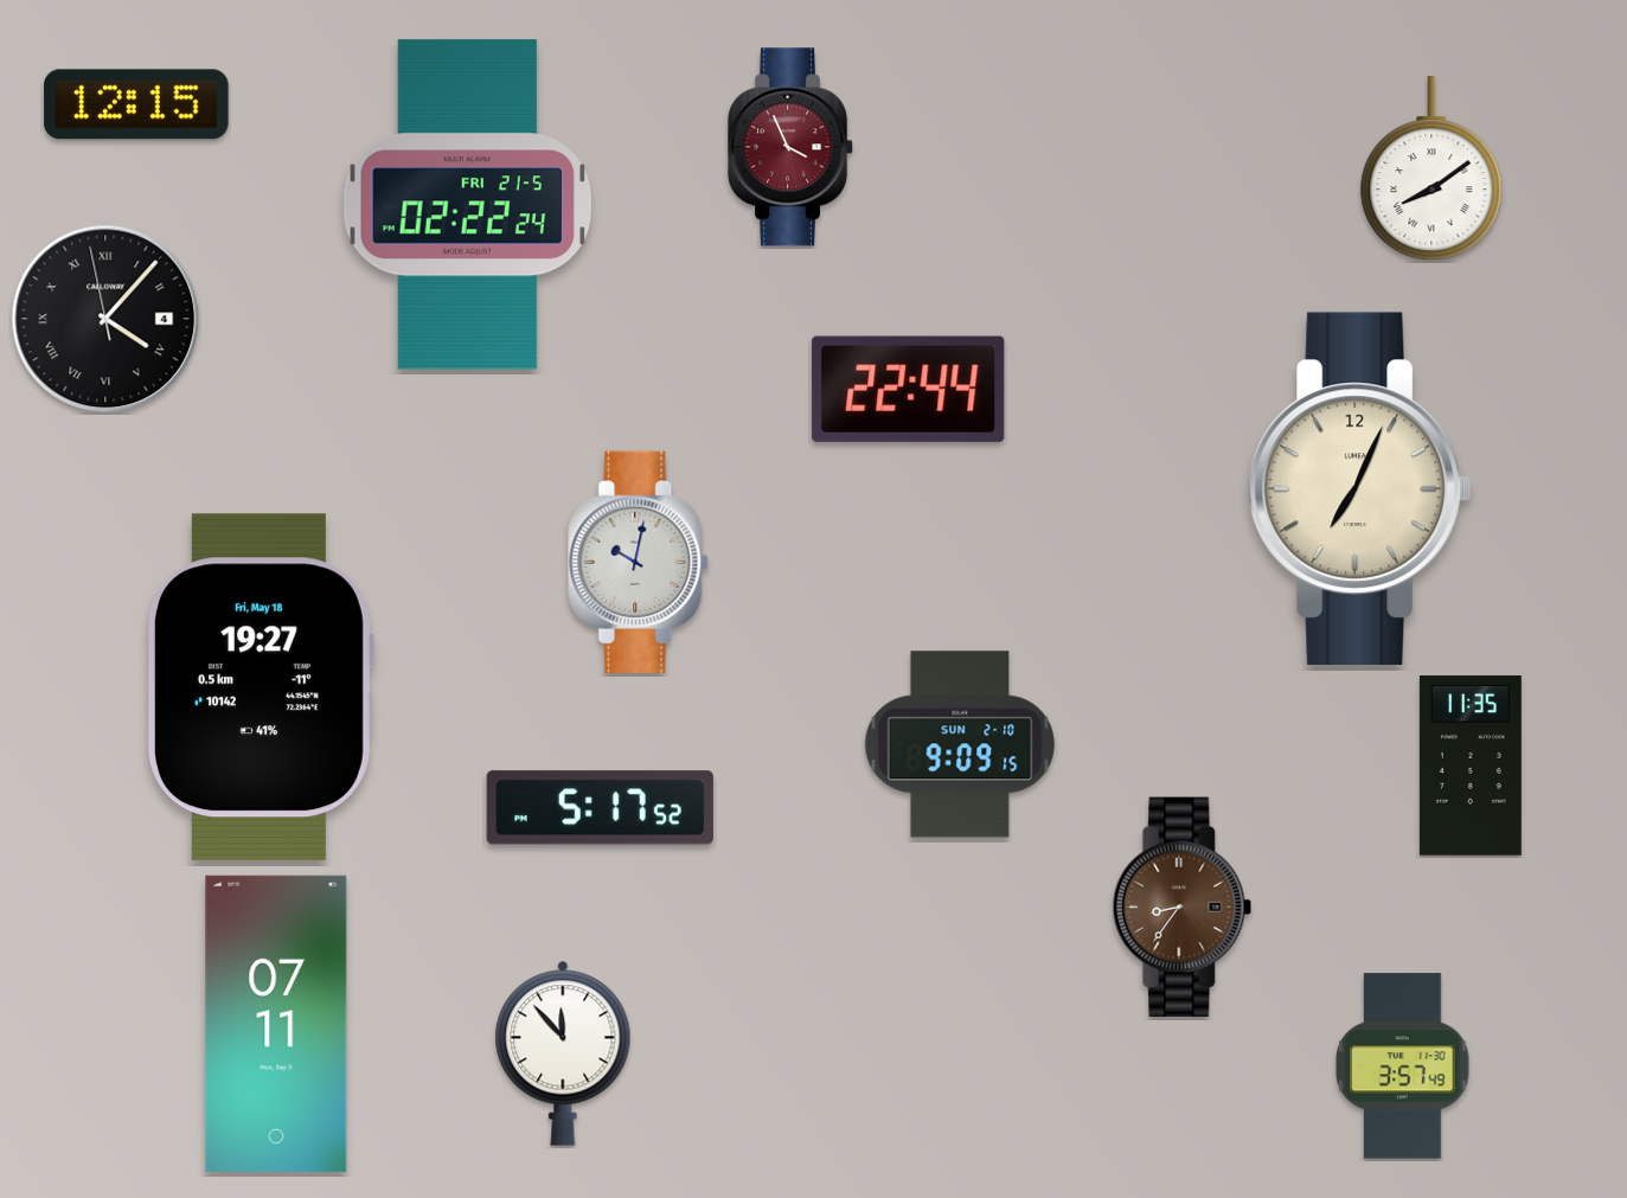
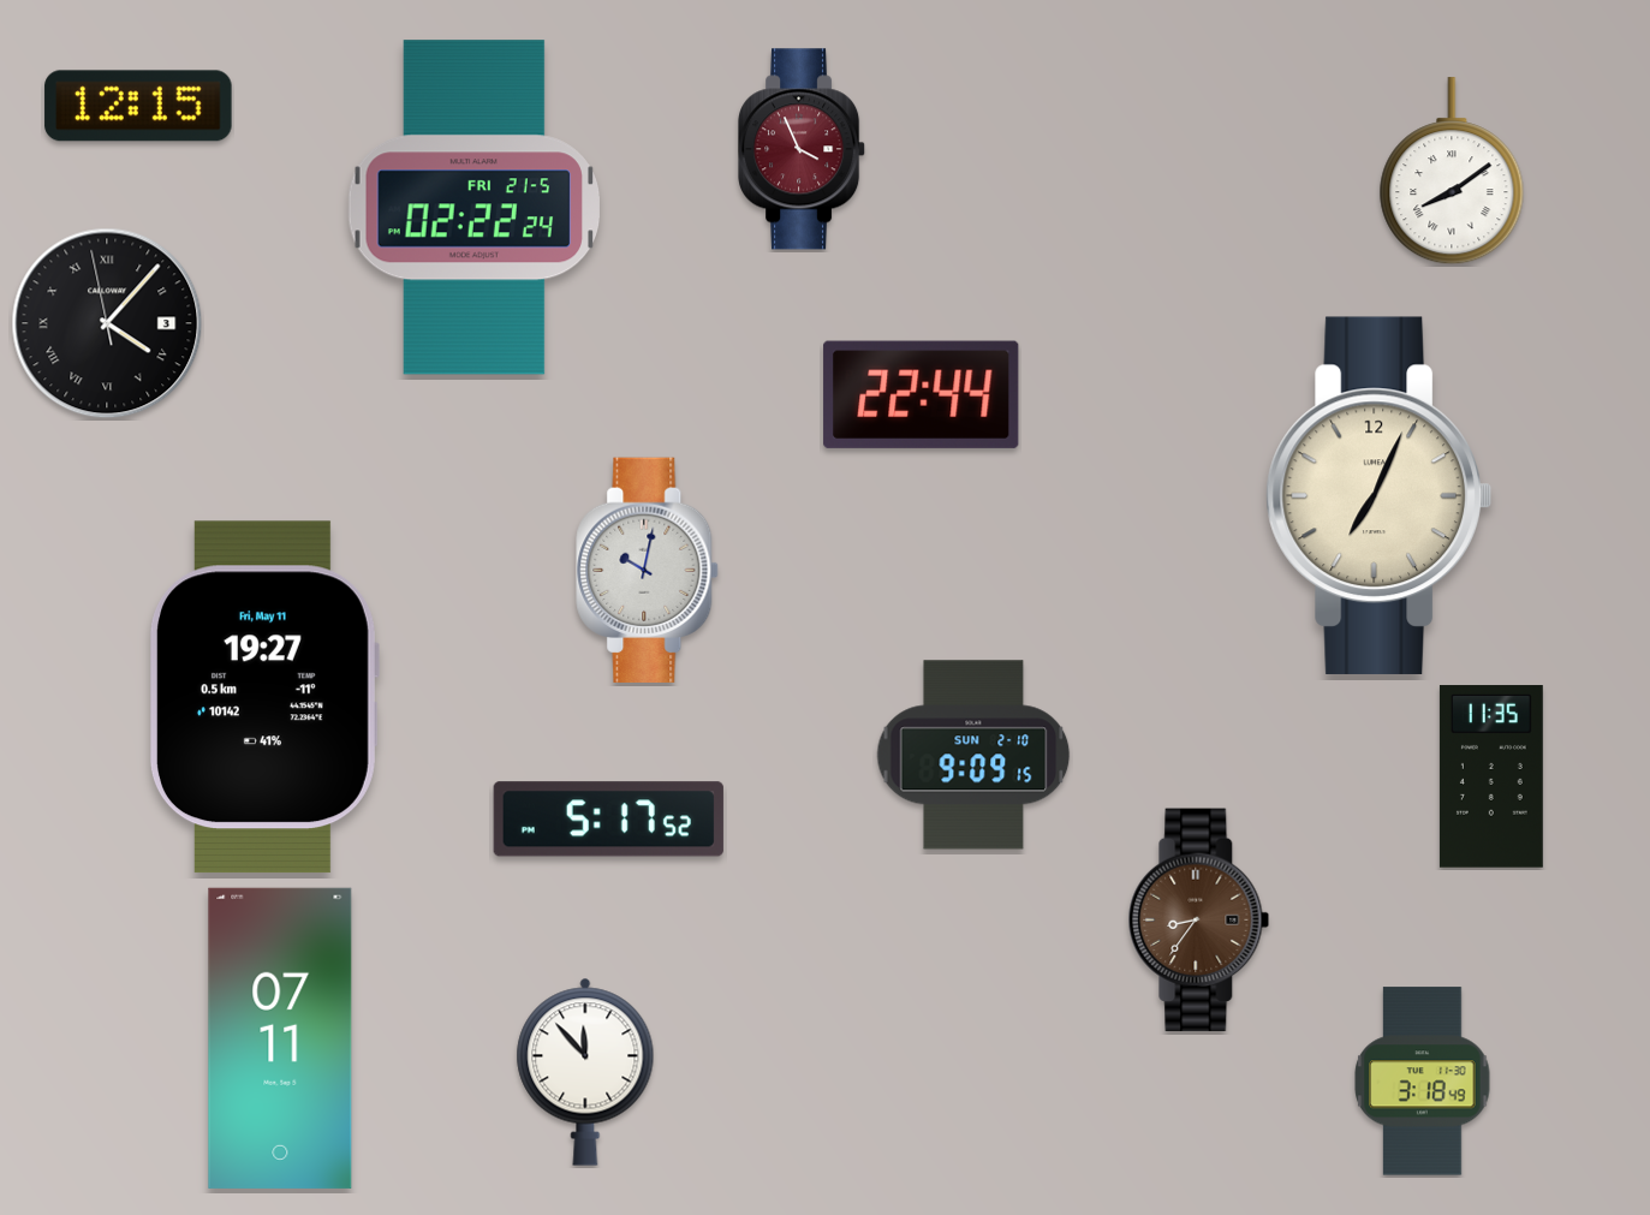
clock at (105, 319) date: 4 -> 3
clock at (261, 687) date: Fri, May 18 -> Fri, May 11
clock at (563, 1053) position: (563, 1053) -> (585, 1072)
clock at (1403, 1066): 3:57 -> 3:18
